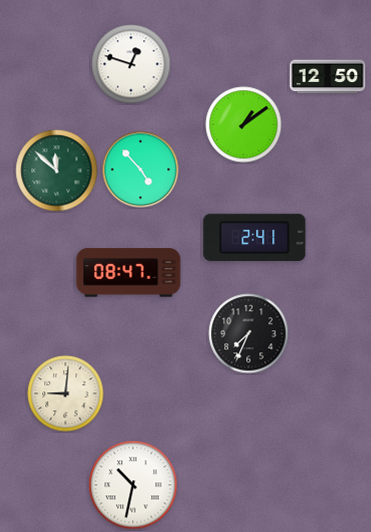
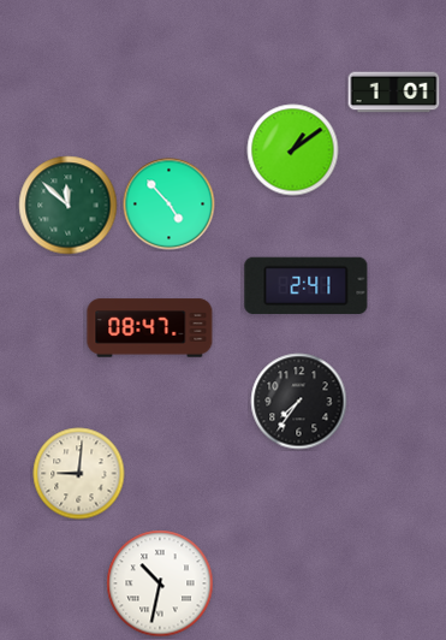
clock at (131, 64): 12:48 -> none
clock at (328, 77): 12:50 -> 1:01
clock at (129, 273) position: (129, 273) -> (150, 328)
clock at (249, 334): 7:34 -> 7:36
